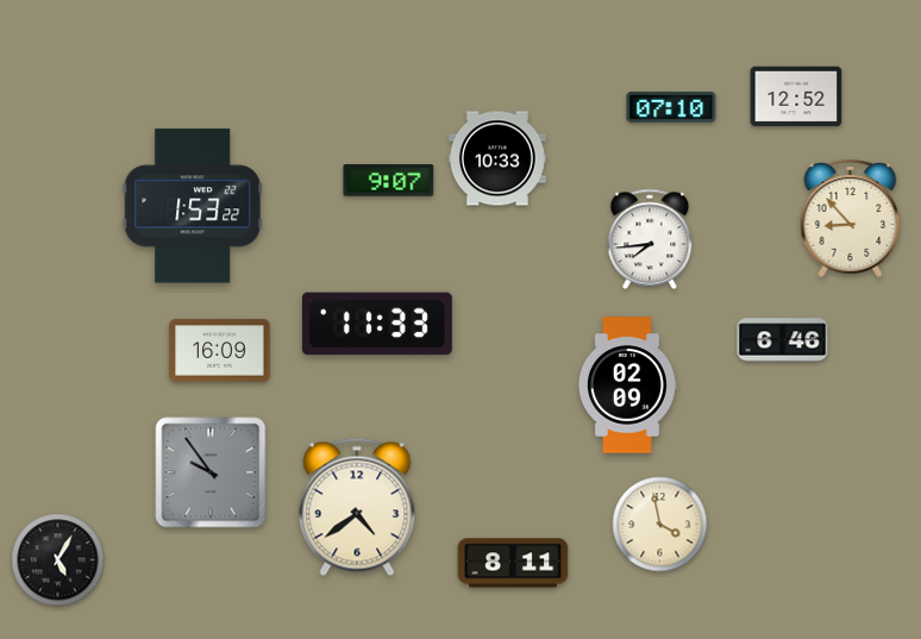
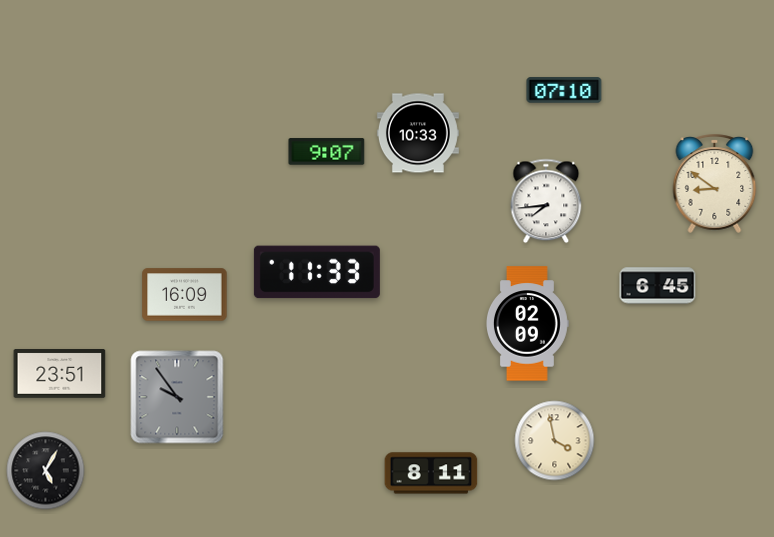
clock at (796, 96): 12:52 -> none
clock at (193, 206): 1:53 -> none
clock at (851, 218): 8:53 -> 8:51
clock at (783, 340): 6:46 -> 6:45
clock at (60, 374): none -> 23:51
clock at (357, 507): 4:39 -> none
clock at (58, 560) position: (58, 560) -> (46, 471)
